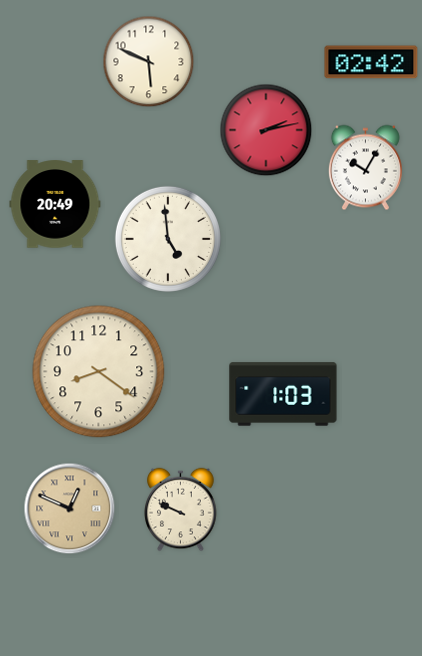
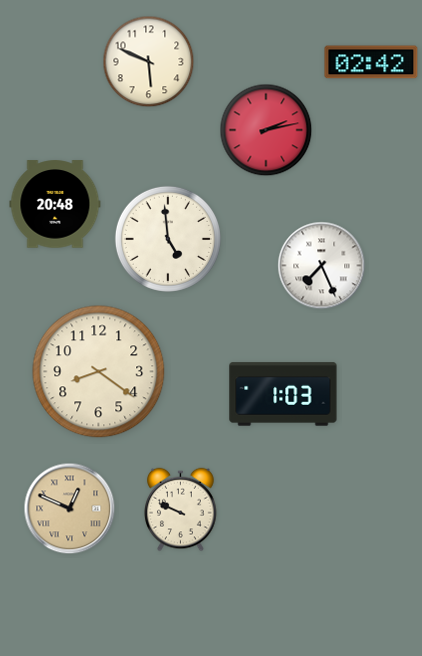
clock at (365, 168): 10:05 -> none
clock at (55, 204): 20:49 -> 20:48
clock at (322, 266): none -> 7:26
